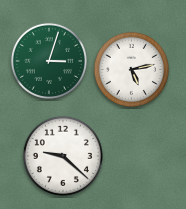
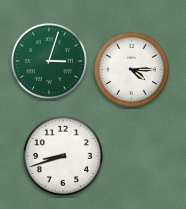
clock at (131, 69): 5:13 -> 4:15
clock at (63, 156): 9:22 -> 8:42
